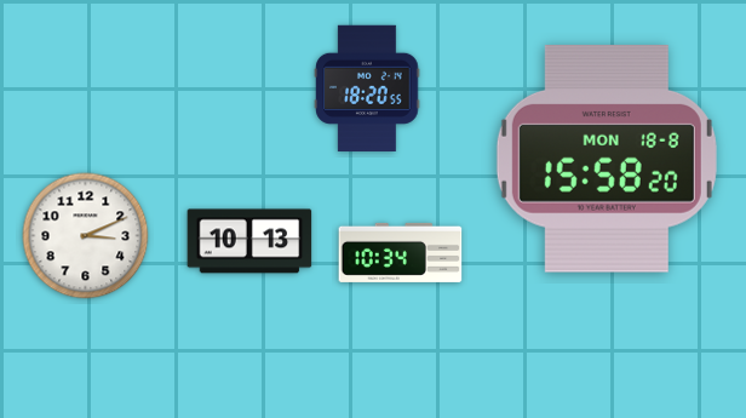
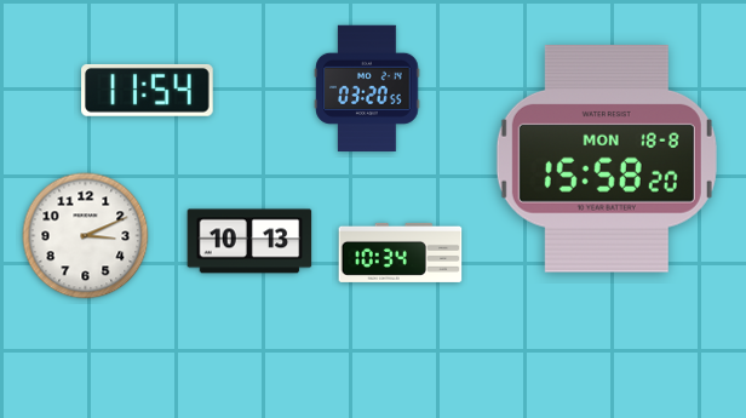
clock at (367, 87): 18:20 -> 03:20
clock at (148, 90): none -> 11:54
